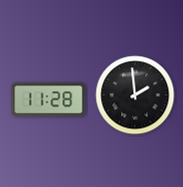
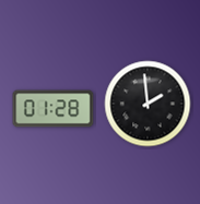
clock at (49, 100): 11:28 -> 01:28
